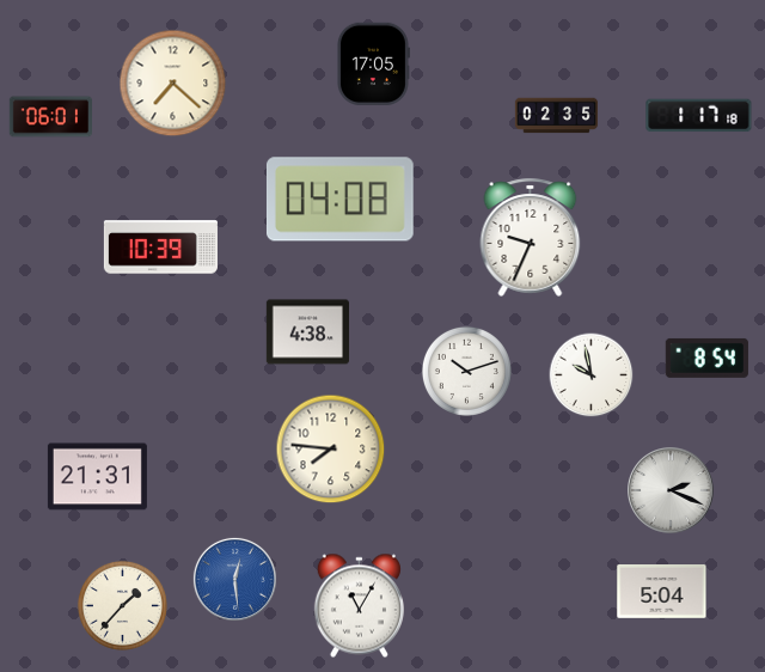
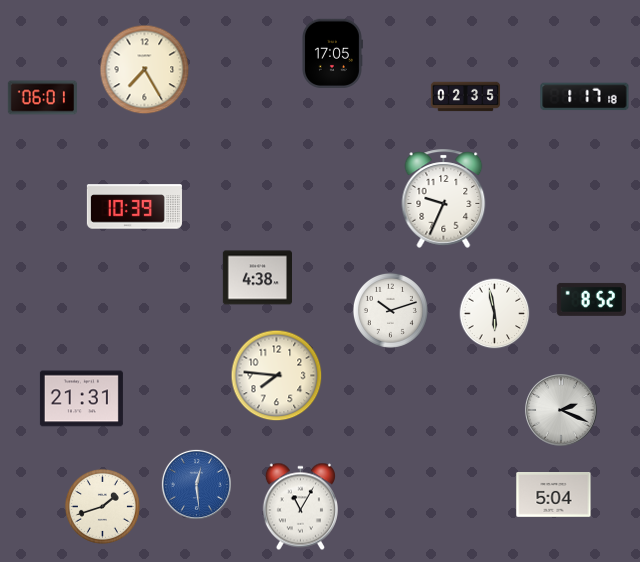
clock at (373, 63) position: (373, 63) -> (332, 53)
clock at (173, 84): 7:22 -> 7:25
clock at (339, 200): 04:08 -> none
clock at (706, 358): 8:54 -> 8:52
clock at (592, 375): 9:58 -> 5:58
clock at (122, 605): 1:37 -> 1:42
